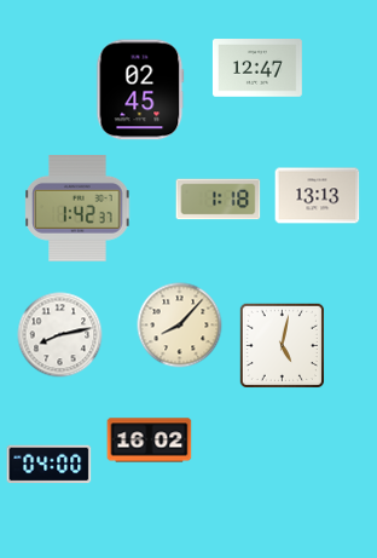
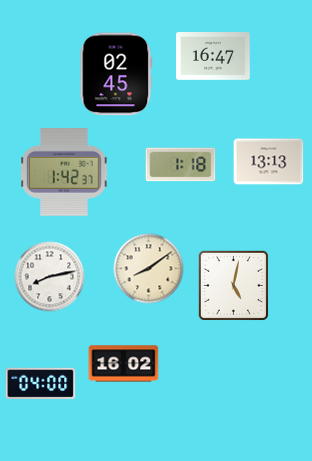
clock at (257, 69): 12:47 -> 16:47
clock at (318, 196) position: (318, 196) -> (269, 162)
clock at (180, 326): 8:07 -> 8:09
